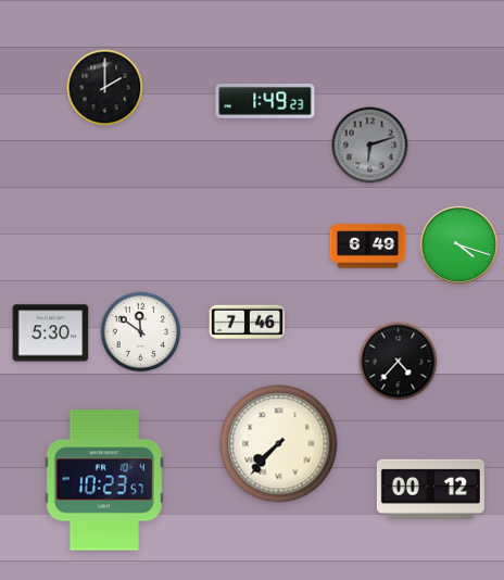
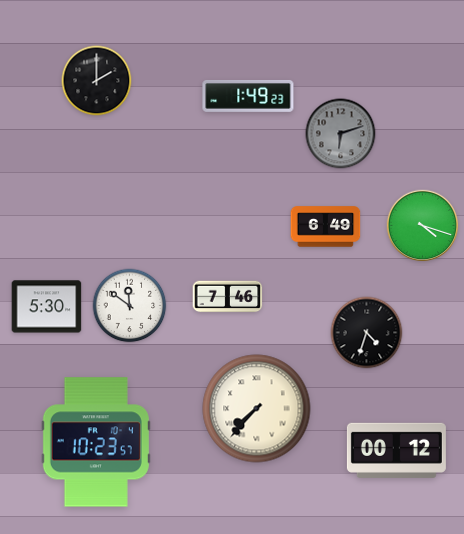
clock at (265, 101) position: (265, 101) -> (248, 96)
clock at (368, 247) position: (368, 247) -> (326, 227)
clock at (399, 362): 4:37 -> 4:33
